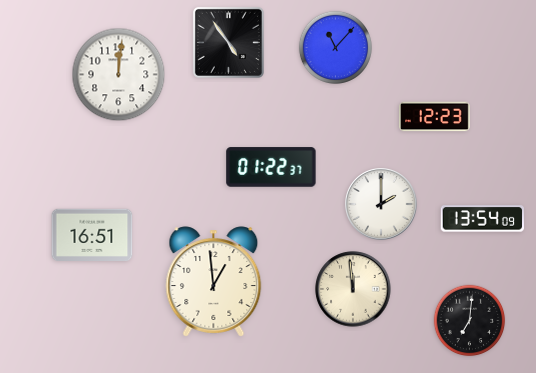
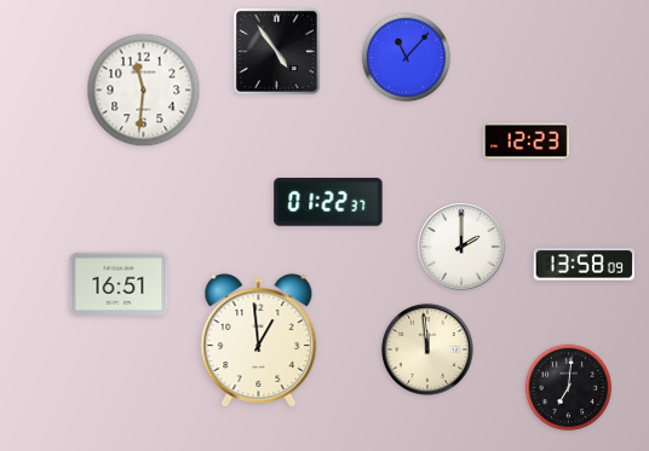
clock at (119, 75): 12:01 -> 11:31
clock at (482, 219): 13:54 -> 13:58
clock at (92, 234) position: (92, 234) -> (119, 283)
